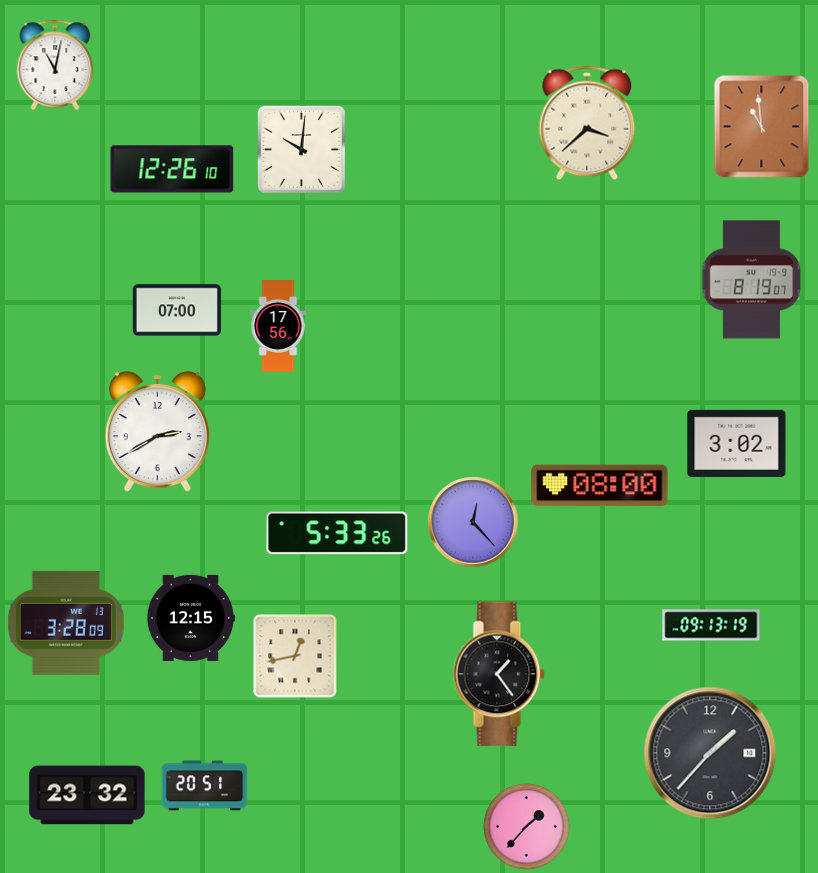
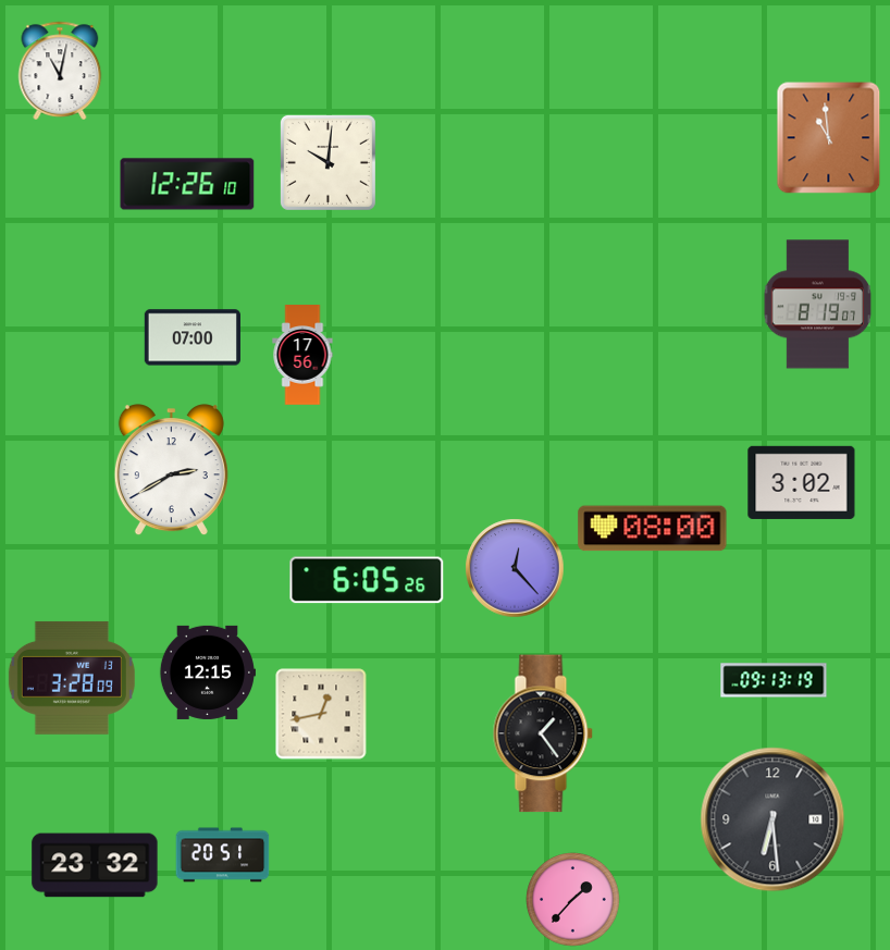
clock at (587, 123): 3:38 -> none
clock at (337, 533): 5:33 -> 6:05
clock at (710, 753): 1:37 -> 6:29
